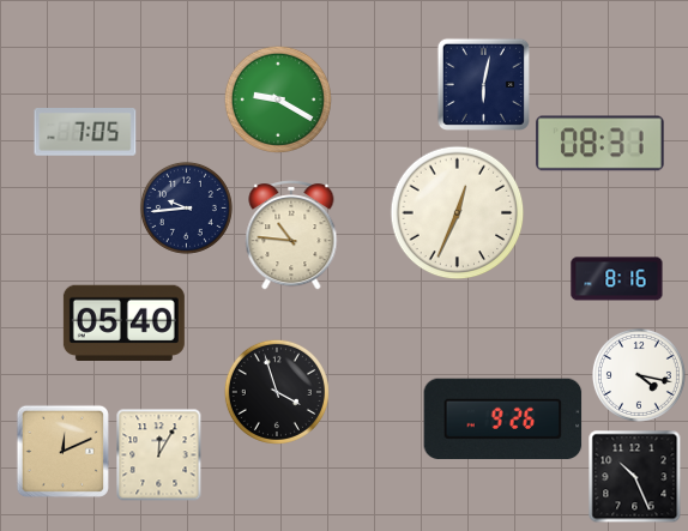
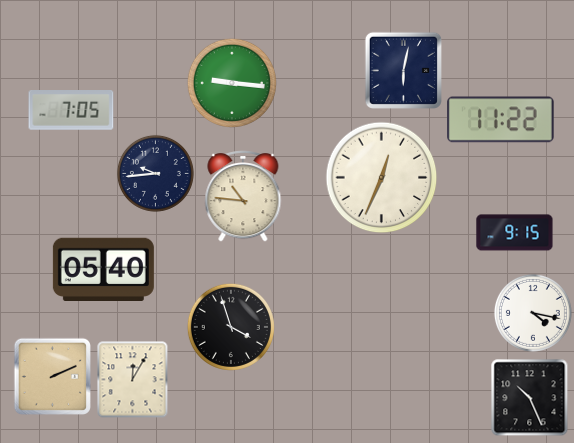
clock at (278, 99): 9:20 -> 9:16
clock at (601, 144): 08:31 -> 11:22
clock at (617, 279): 8:16 -> 9:15
clock at (503, 418): 9:26 -> none
clock at (62, 451): 12:11 -> 2:11
